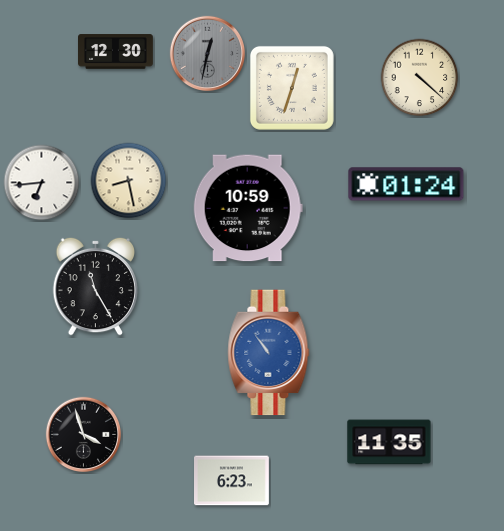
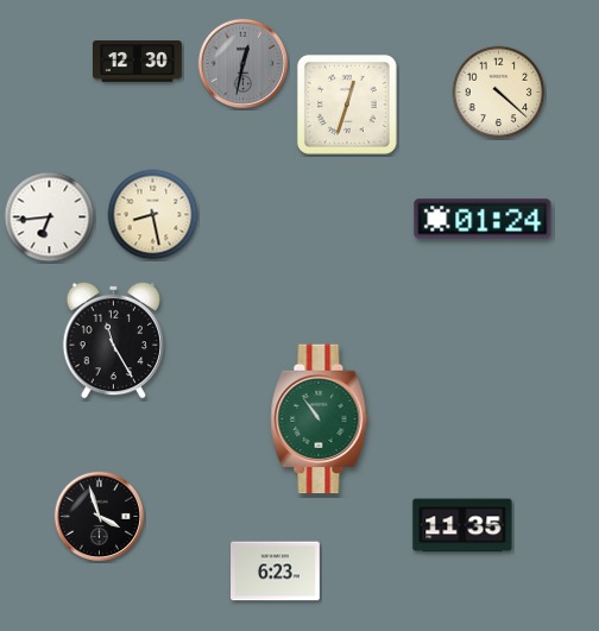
clock at (207, 53) position: (207, 53) -> (242, 63)
clock at (248, 208): 10:59 -> none
clock at (269, 353) dial: blue -> green
